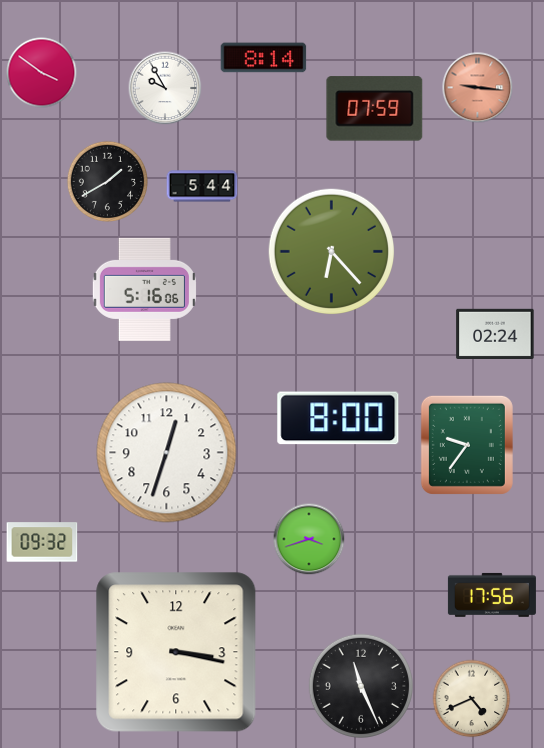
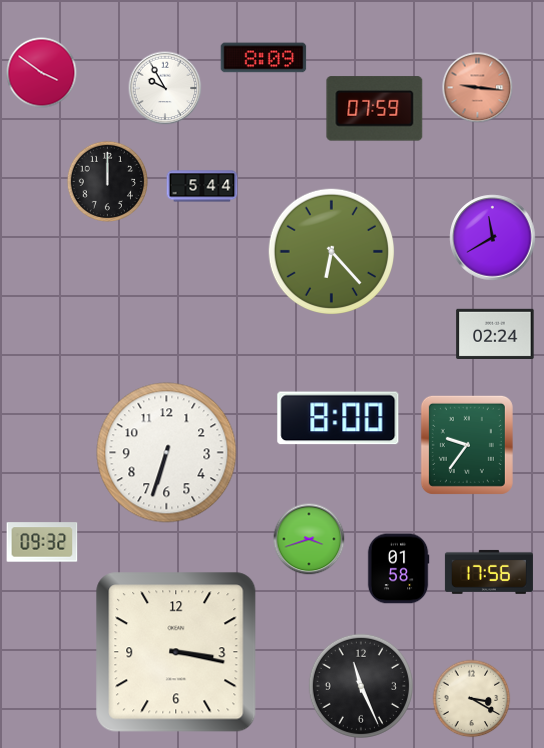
clock at (264, 58): 8:14 -> 8:09
clock at (107, 181): 1:40 -> 12:00
clock at (493, 238): none -> 11:40
clock at (144, 289): 5:16 -> none
clock at (167, 453): 12:33 -> 6:33
clock at (398, 569): none -> 01:58
clock at (492, 595) position: (492, 595) -> (489, 572)
clock at (472, 699): 4:41 -> 3:20
